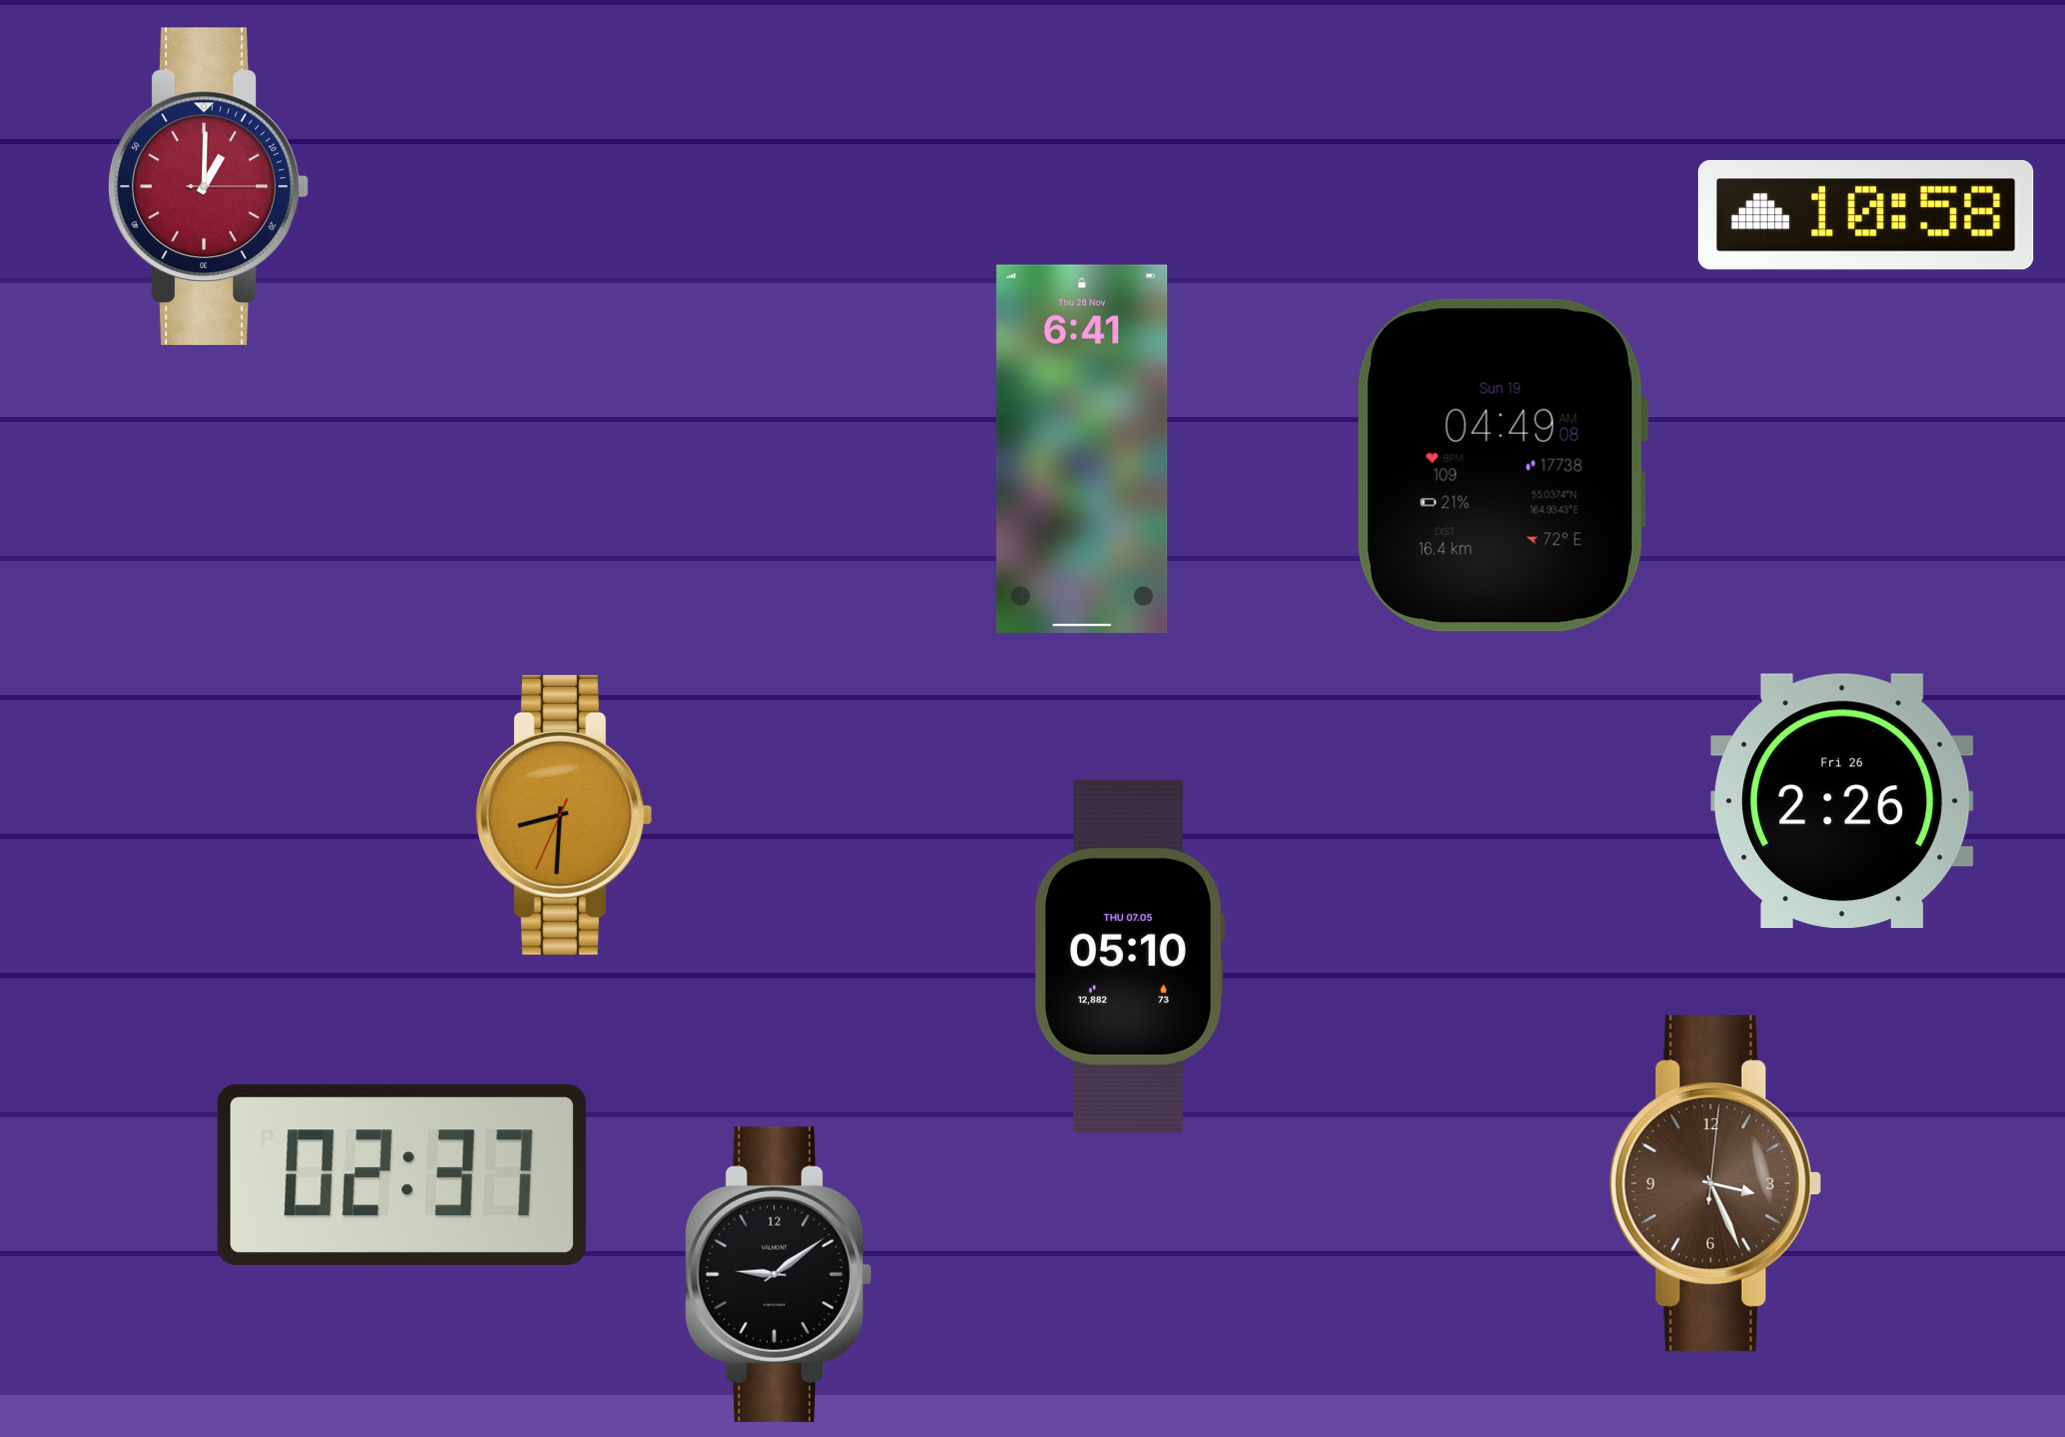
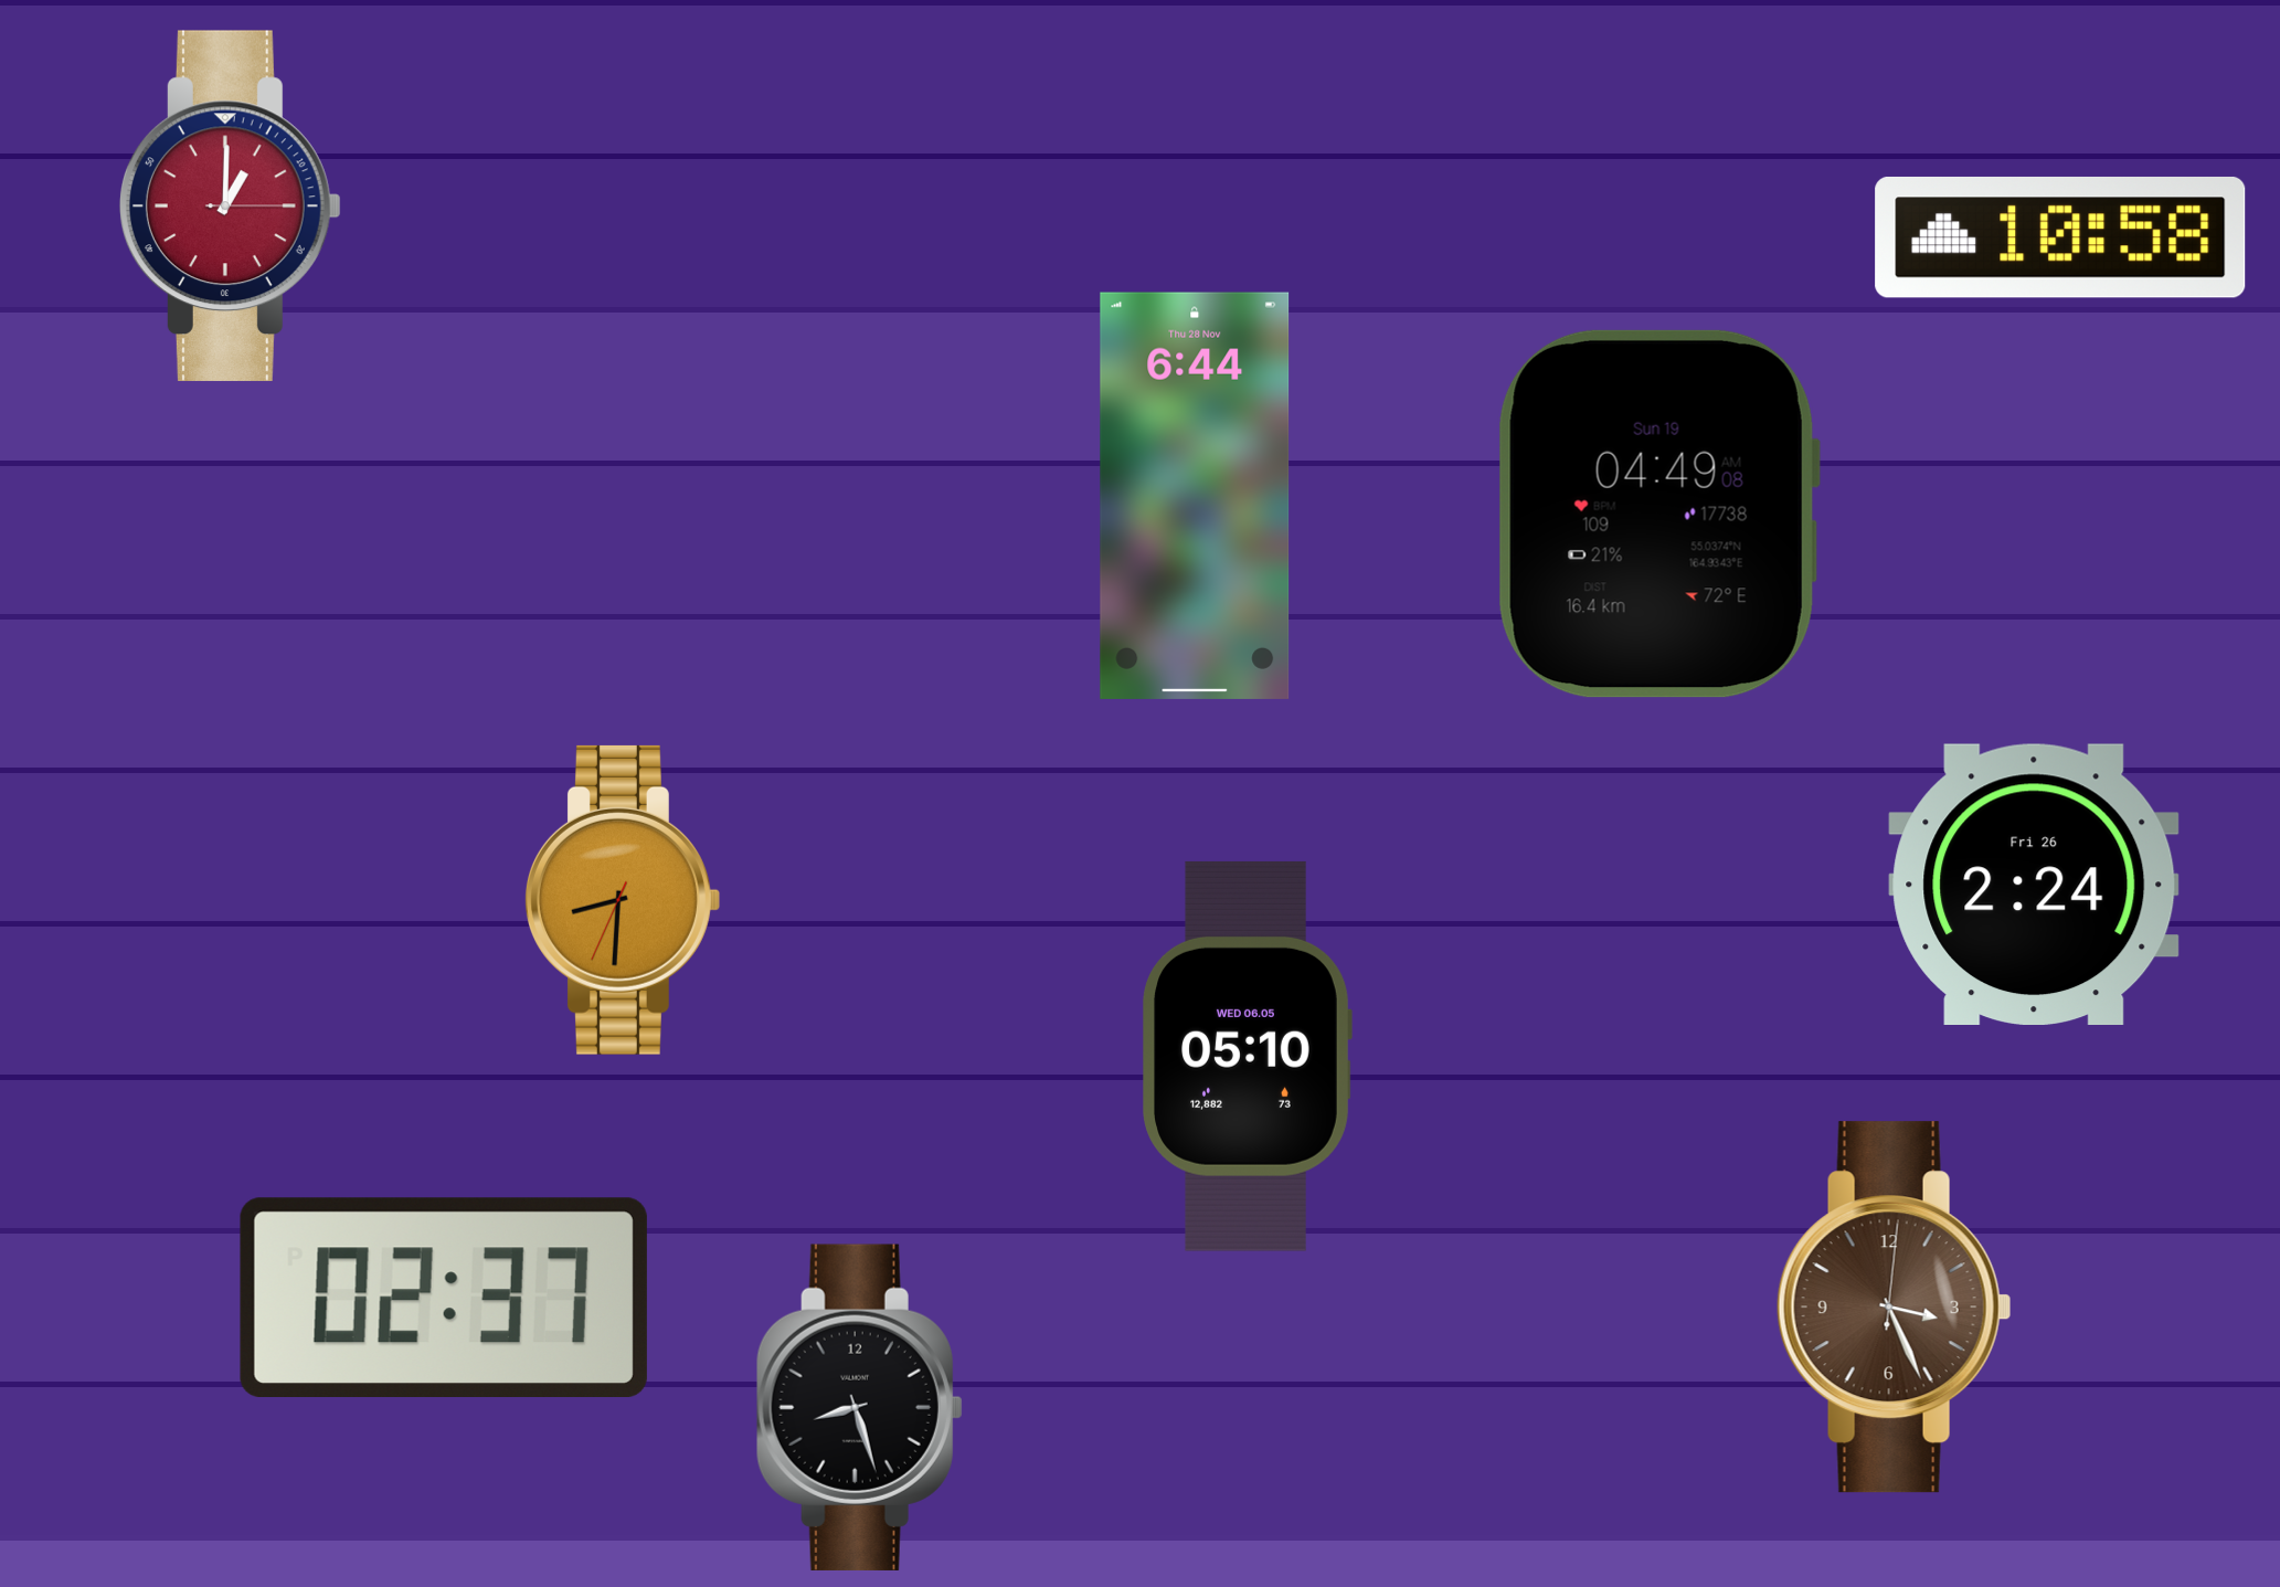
clock at (1082, 449): 6:41 -> 6:44
clock at (1842, 800): 2:26 -> 2:24
clock at (1129, 956) date: THU 07.05 -> WED 06.05
clock at (778, 1274): 9:09 -> 8:27
